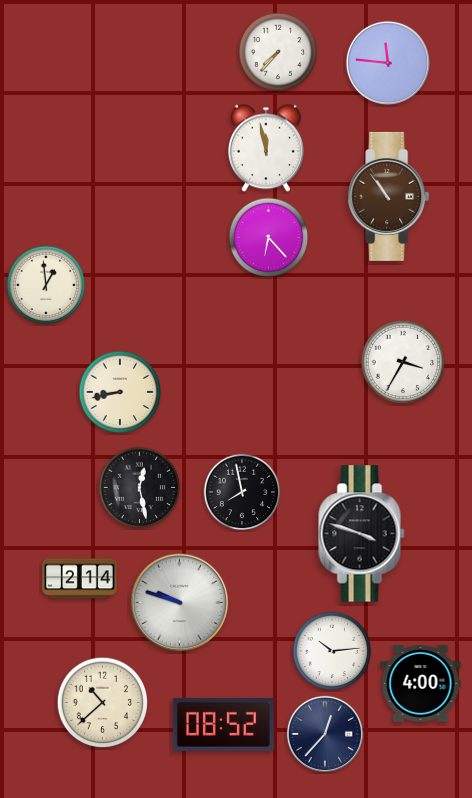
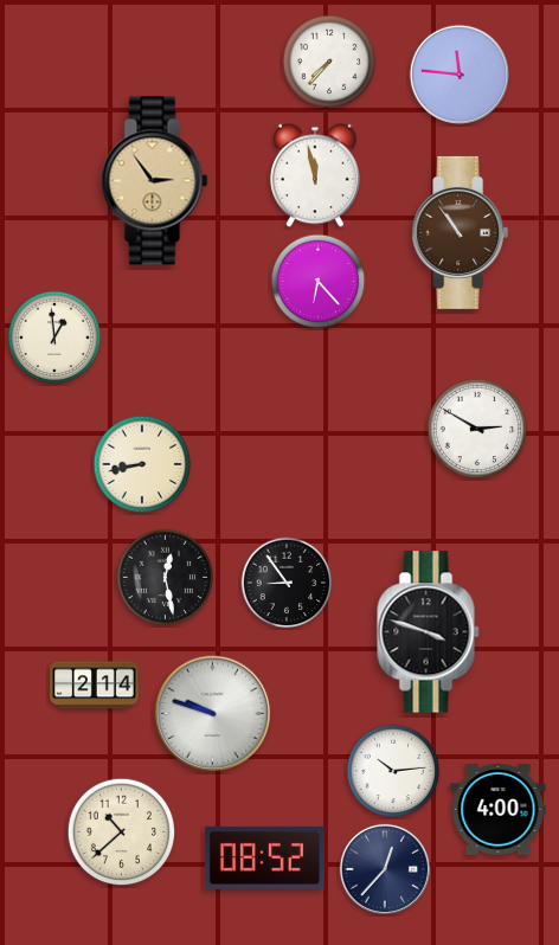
clock at (155, 181): none -> 2:54
clock at (403, 362): 3:35 -> 2:50
clock at (242, 492): 7:58 -> 8:54
